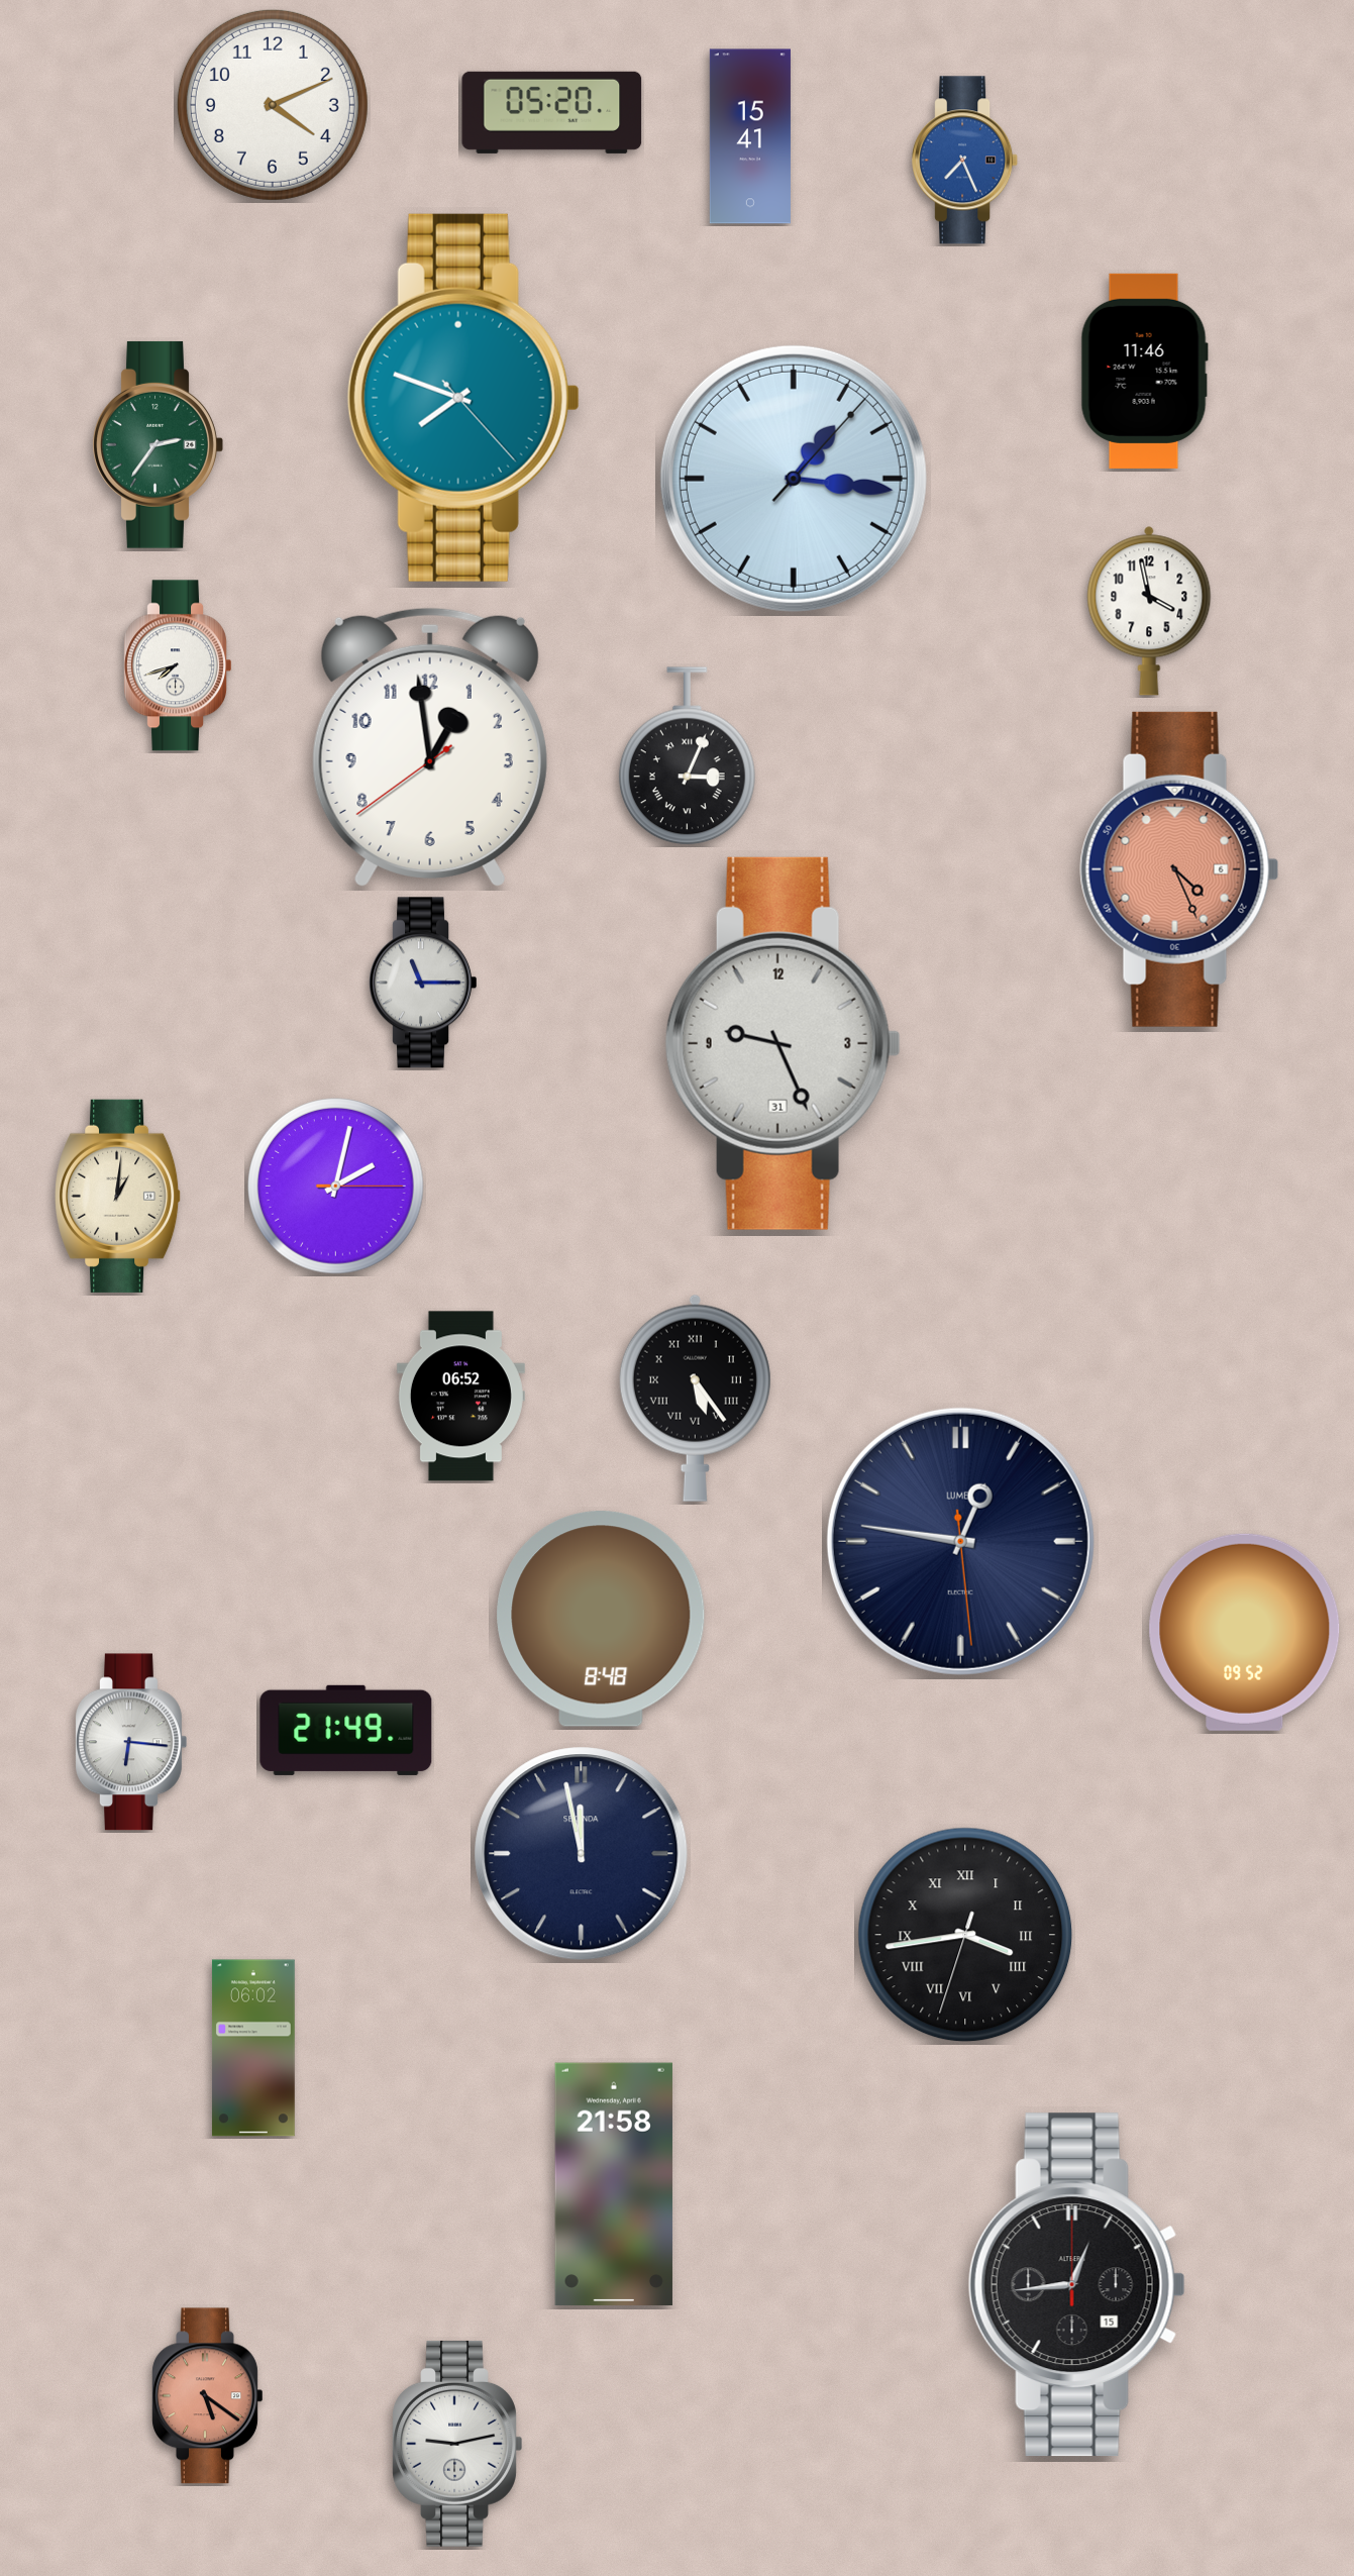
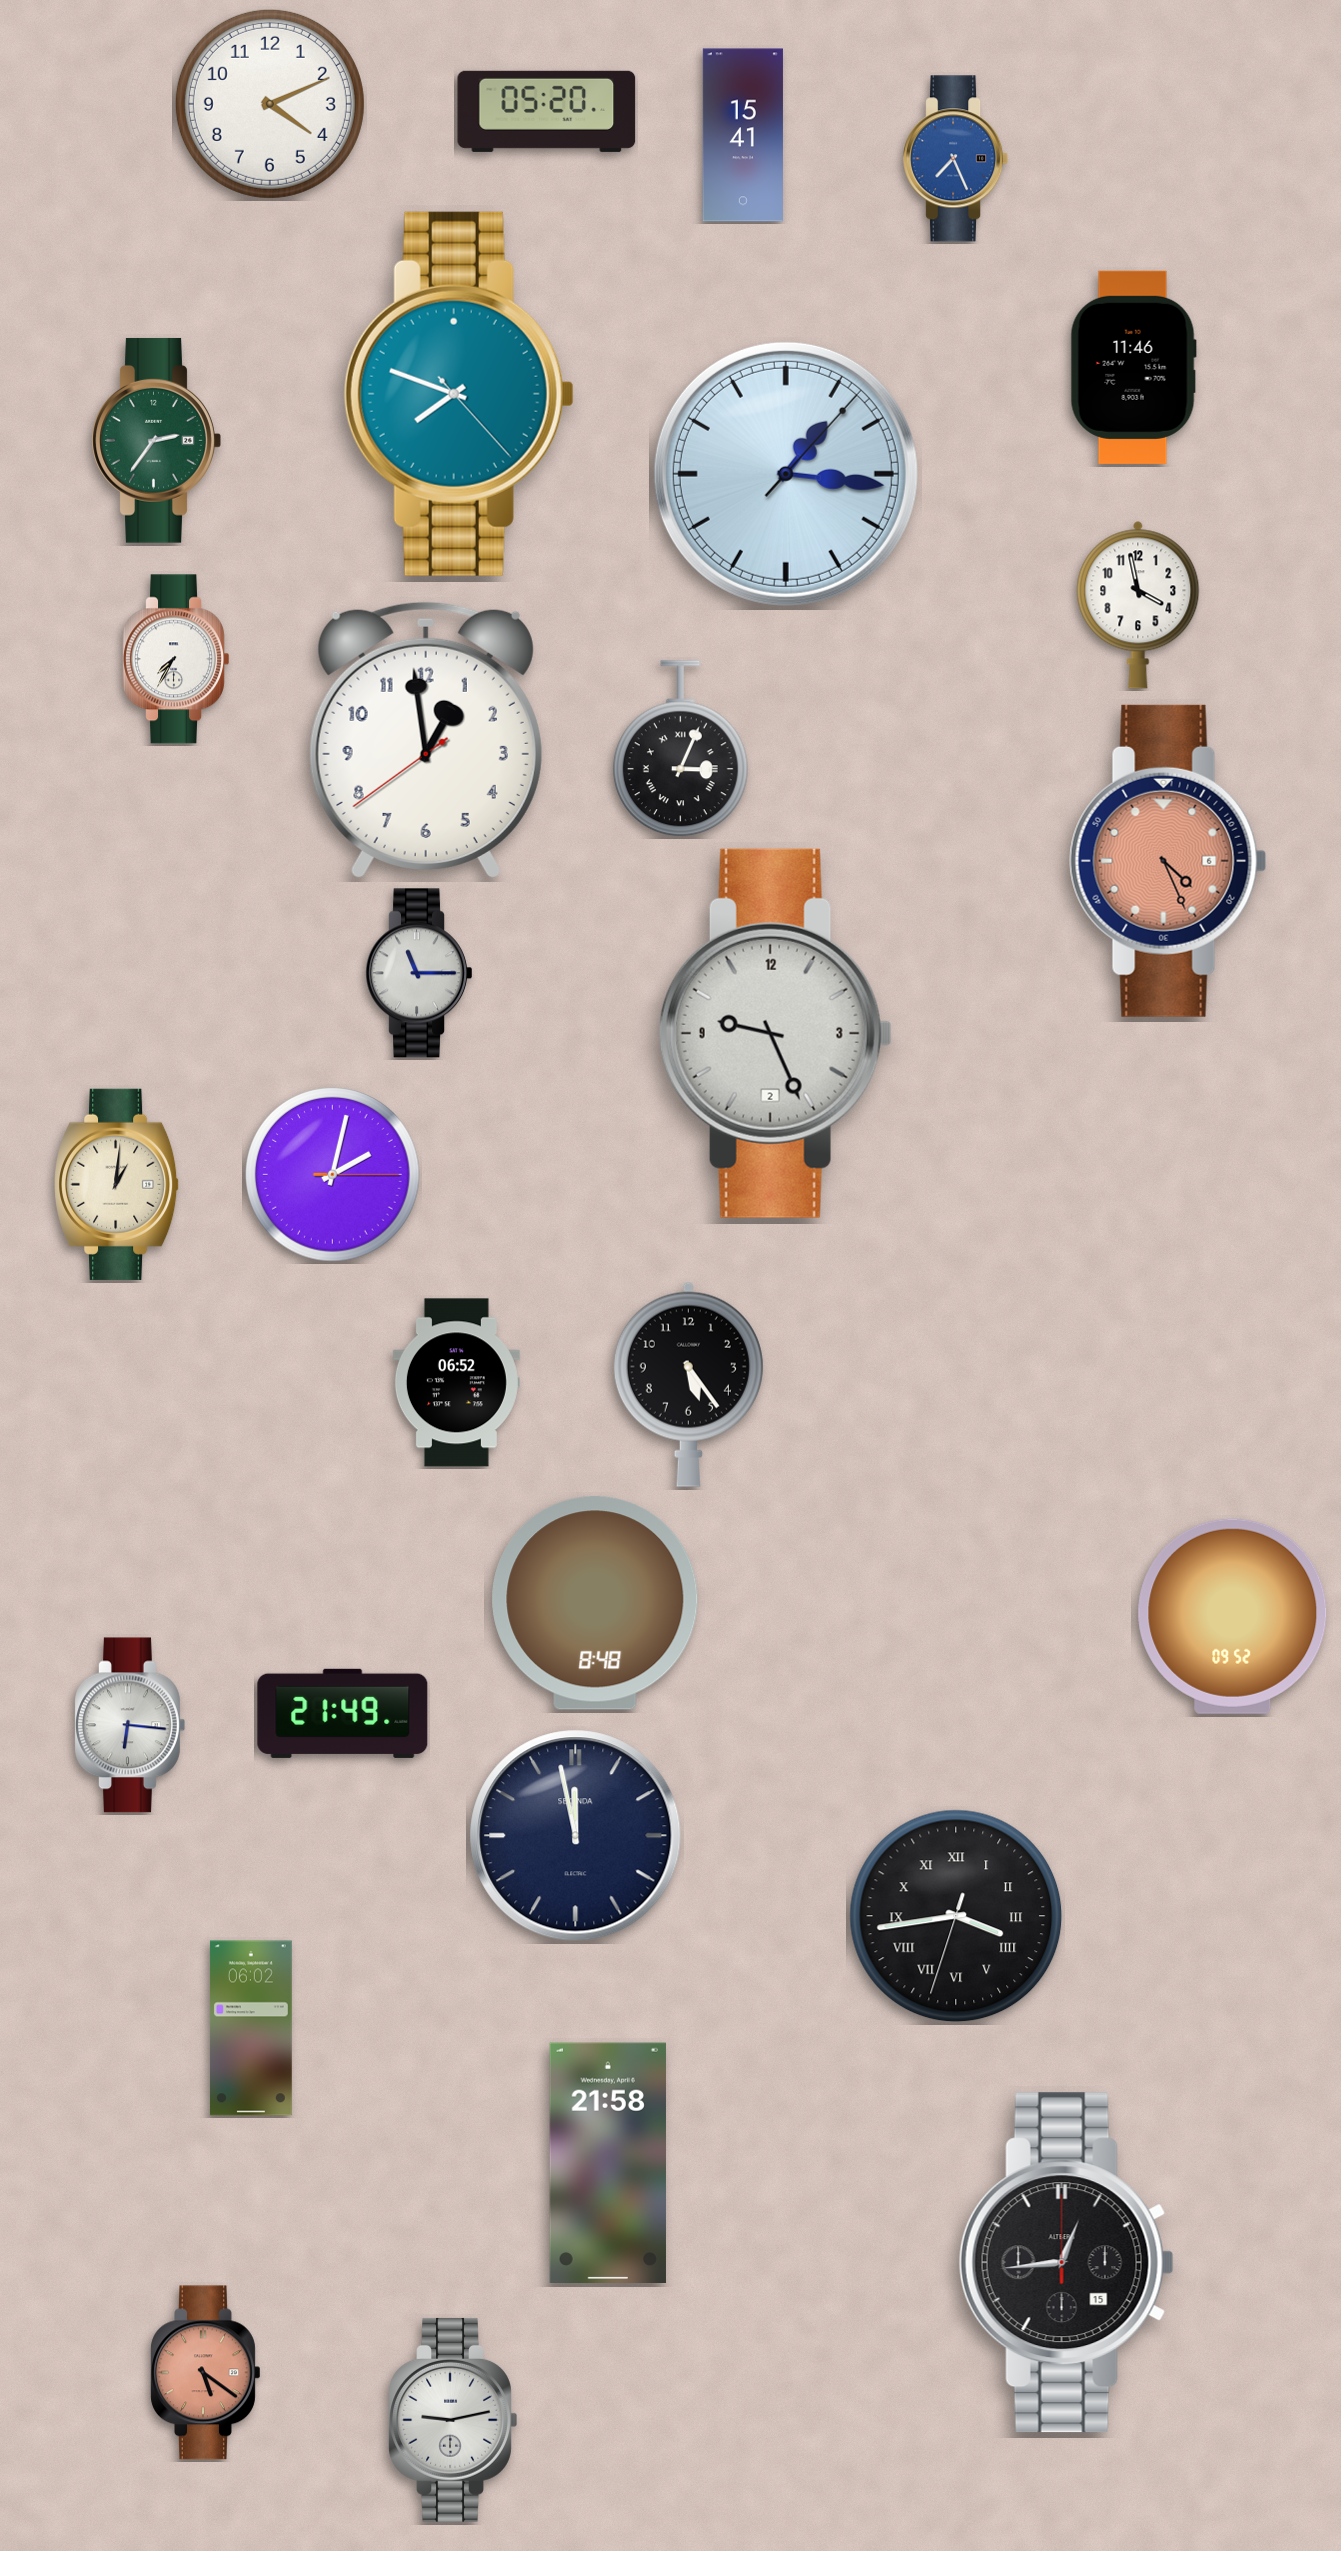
clock at (177, 665): 7:42 -> 7:35
clock at (783, 1043) date: 31 -> 2
clock at (695, 1398) numerals: Roman -> Arabic
clock at (960, 1541): 12:46 -> none
